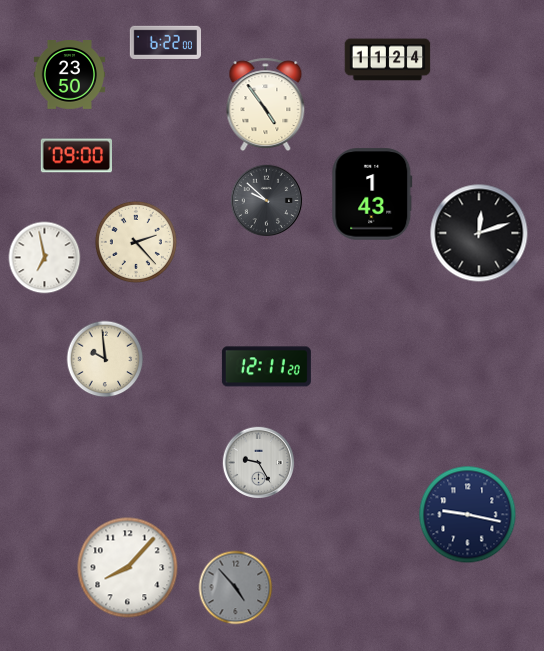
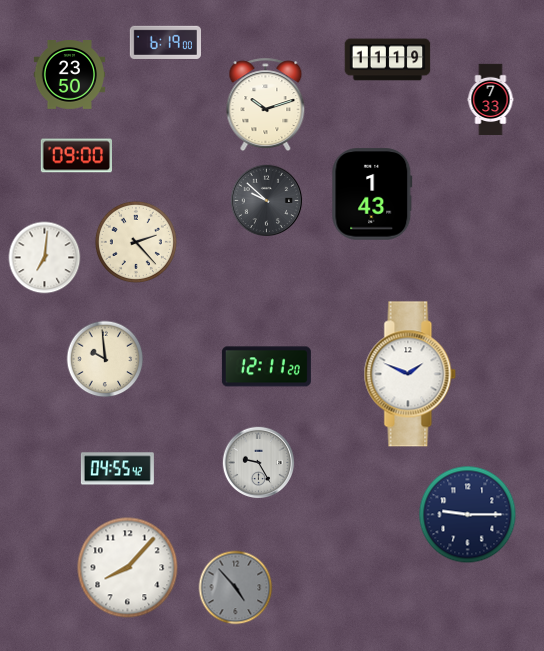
clock at (165, 42): 6:22 -> 6:19
clock at (388, 60): 11:24 -> 11:19
clock at (491, 100): none -> 7:33
clock at (266, 105): 4:54 -> 10:12
clock at (479, 233): 12:12 -> none
clock at (45, 258): 6:58 -> 7:01
clock at (410, 374): none -> 1:49
clock at (117, 469): none -> 04:55
clock at (468, 515): 9:17 -> 9:15
